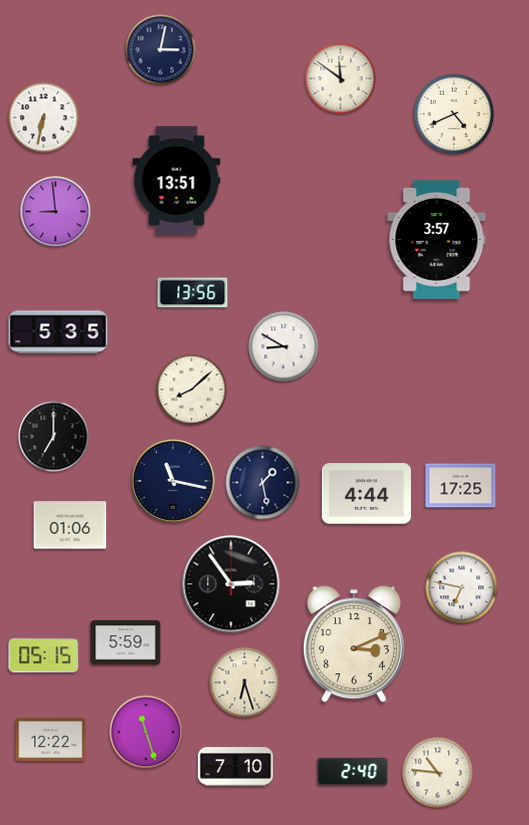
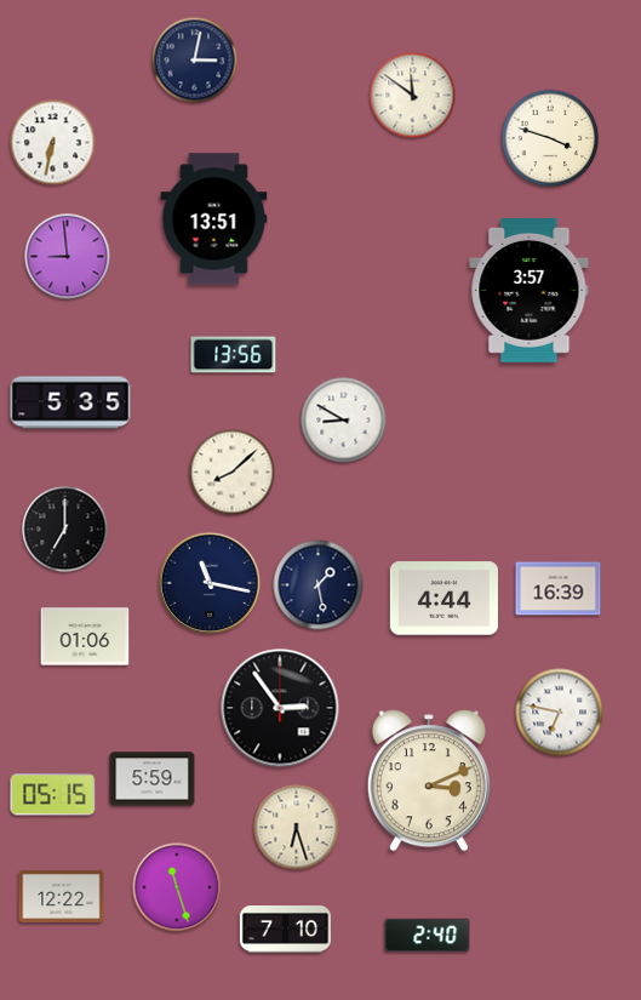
clock at (454, 114): 4:41 -> 3:48
clock at (461, 486): 17:25 -> 16:39
clock at (438, 773): 10:46 -> none
